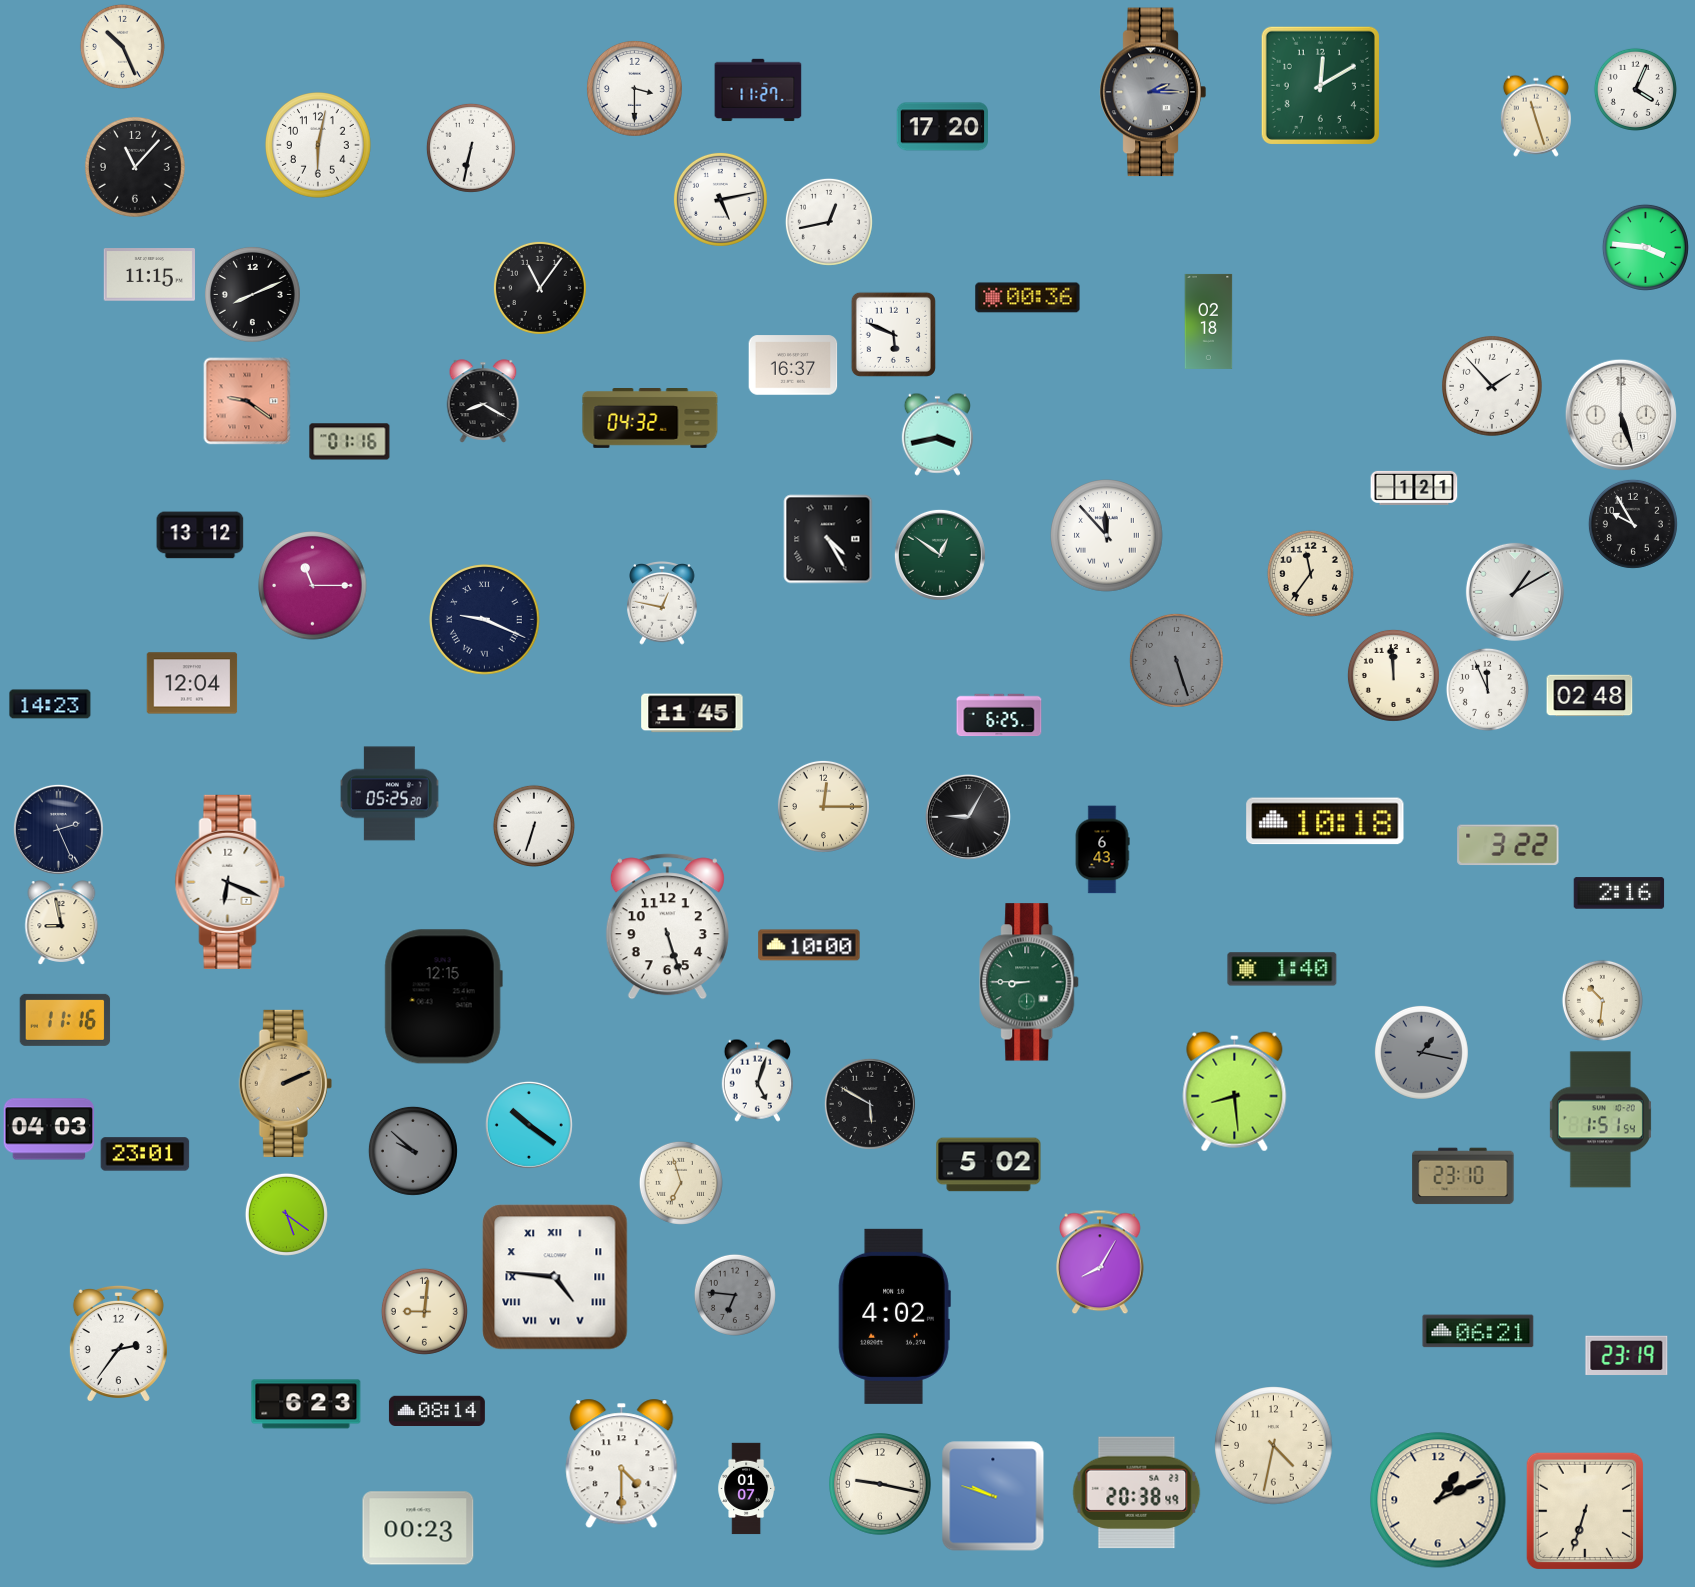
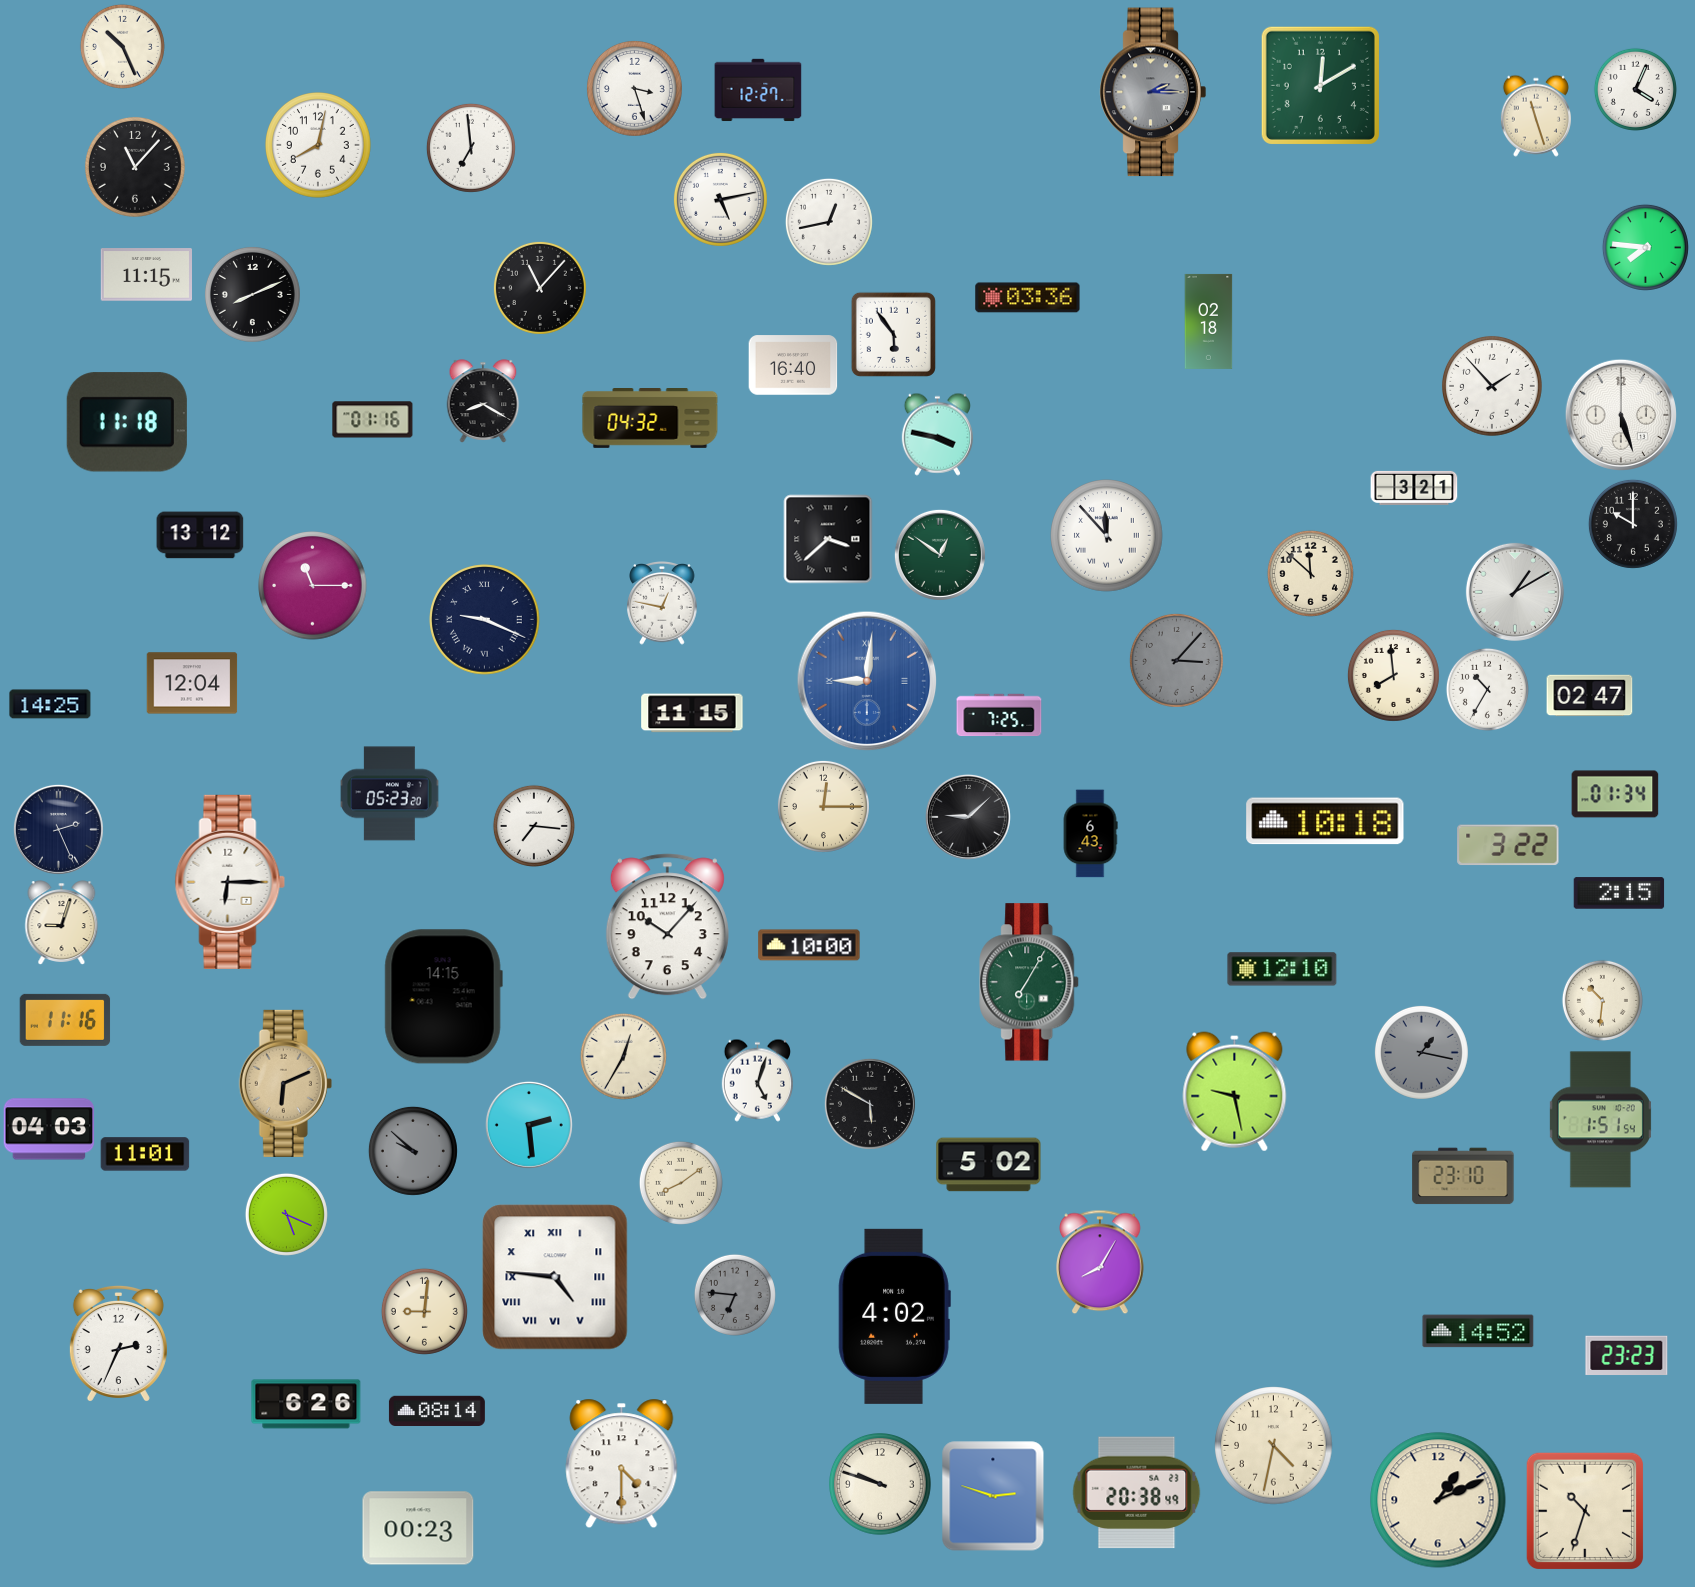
clock at (634, 88): 3:30 -> 3:27
clock at (758, 90): 11:27 -> 12:27
clock at (942, 127): 17:20 -> none
clock at (319, 146): 6:02 -> 8:02
clock at (471, 148): 6:32 -> 6:59
clock at (1645, 247): 3:46 -> 7:46
clock at (149, 275) position: (149, 275) -> (146, 275)
clock at (540, 288): 11:06 -> 11:07
clock at (1028, 298): 00:36 -> 03:36
clock at (893, 334): 5:49 -> 5:54
clock at (793, 365): 16:37 -> 16:40
clock at (247, 401): 9:21 -> none
clock at (127, 422): none -> 11:18
clock at (937, 434): 3:43 -> 3:47
clock at (350, 442) position: (350, 442) -> (373, 420)
clock at (1414, 488): 1:21 -> 3:21
clock at (1633, 524): 9:55 -> 10:00
clock at (828, 539): 4:25 -> 3:38
clock at (1310, 573): 11:36 -> 11:52
clock at (1176, 660): 5:27 -> 3:07
clock at (1393, 675): 11:59 -> 7:59
clock at (867, 681): none -> 9:01
clock at (1487, 689): 11:56 -> 10:35
clock at (1590, 696): 02:48 -> 02:47
clock at (50, 704): 14:23 -> 14:25
clock at (692, 713): 11:45 -> 11:15
clock at (999, 715): 6:25 -> 7:25
clock at (390, 794): 05:25 -> 05:23
clock at (1615, 794): none -> 01:34
clock at (968, 817): 9:05 -> 9:08
clock at (534, 826): 6:33 -> 7:16
clock at (1102, 850) position: (1102, 850) -> (1090, 834)
clock at (230, 882): 6:19 -> 6:15
clock at (1619, 893): 2:16 -> 2:15
clock at (62, 923): 8:58 -> 9:03
clock at (667, 927): 5:27 -> 10:07
clock at (1282, 969): 1:40 -> 12:10
clock at (1030, 982): 8:45 -> 7:05
clock at (443, 997): 12:15 -> 14:15
clock at (623, 1056): none -> 12:35
clock at (285, 1083): 2:11 -> 6:11
clock at (1235, 1092): 8:29 -> 9:28
clock at (529, 1125): 10:21 -> 2:29
clock at (145, 1154): 23:01 -> 11:01
clock at (681, 1183): 6:57 -> 8:09
clock at (286, 1214): 5:21 -> 5:19
clock at (1478, 1331): 06:21 -> 14:52
clock at (118, 1343): 2:36 -> 2:34
clock at (1627, 1356): 23:19 -> 23:23
clock at (306, 1404): 6:23 -> 6:26
clock at (881, 1485): 9:17 -> 9:48
clock at (747, 1489): 01:07 -> none
clock at (993, 1496): 9:48 -> 2:48
clock at (1584, 1510): 6:33 -> 10:33
